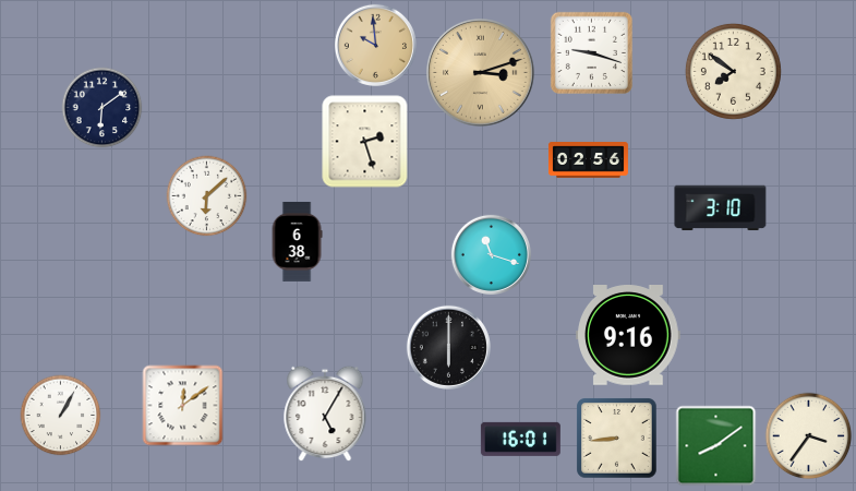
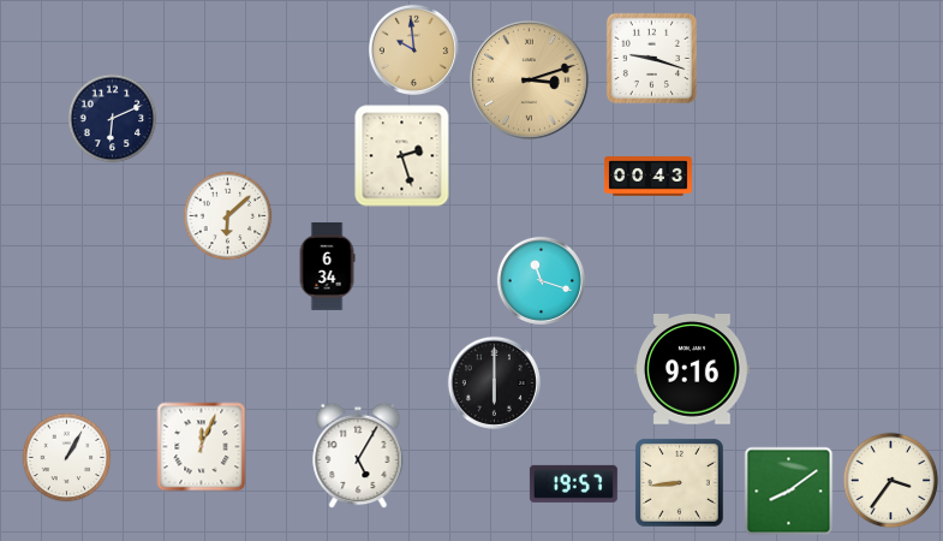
clock at (733, 71): 7:51 -> none
clock at (103, 108): 6:09 -> 6:11
clock at (588, 160): 02:56 -> 00:43
clock at (721, 208): 3:10 -> none
clock at (297, 241): 6:38 -> 6:34
clock at (183, 406): 12:09 -> 12:04
clock at (520, 439): 16:01 -> 19:57
